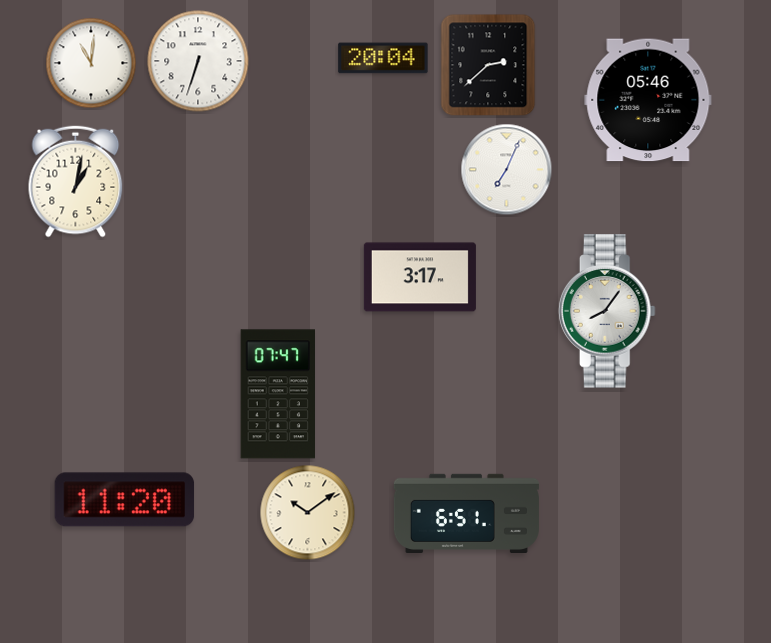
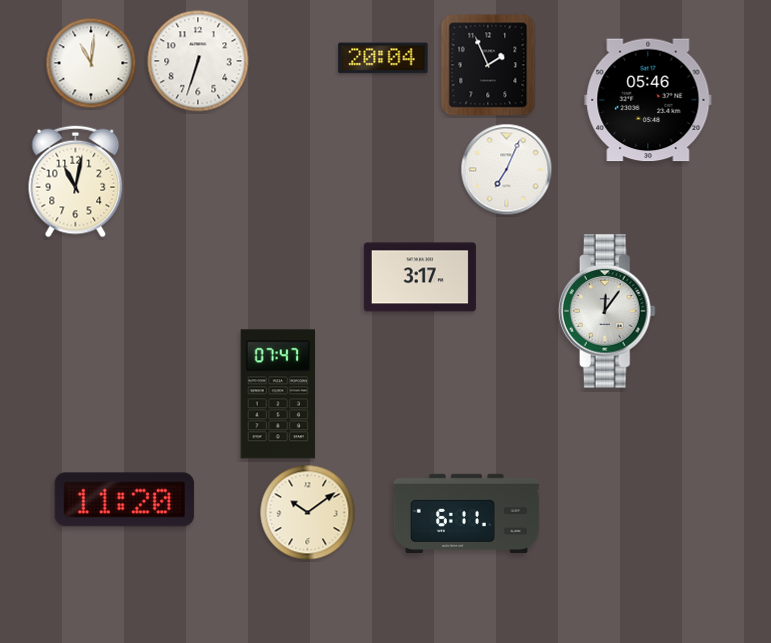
clock at (488, 65): 2:38 -> 1:56
clock at (76, 182): 1:02 -> 11:02
clock at (607, 311): 8:06 -> 12:06
clock at (466, 513): 6:51 -> 6:11
